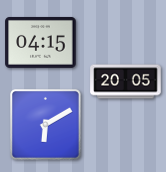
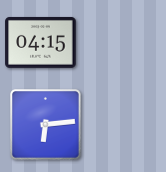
clock at (126, 82): 20:05 -> none
clock at (46, 125): 6:10 -> 6:14
